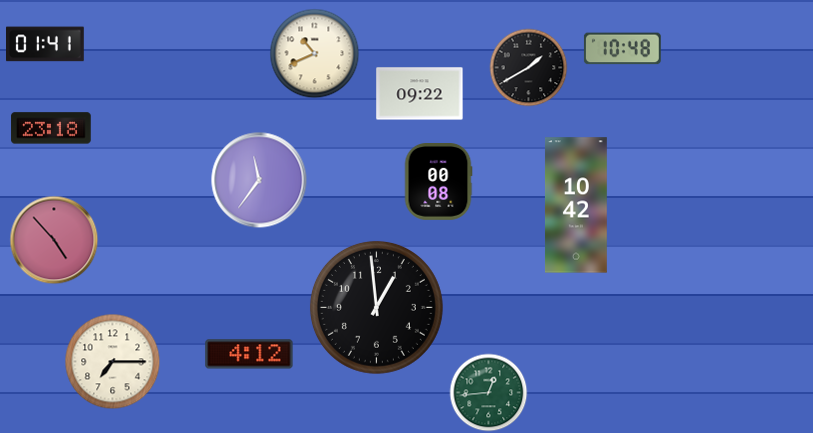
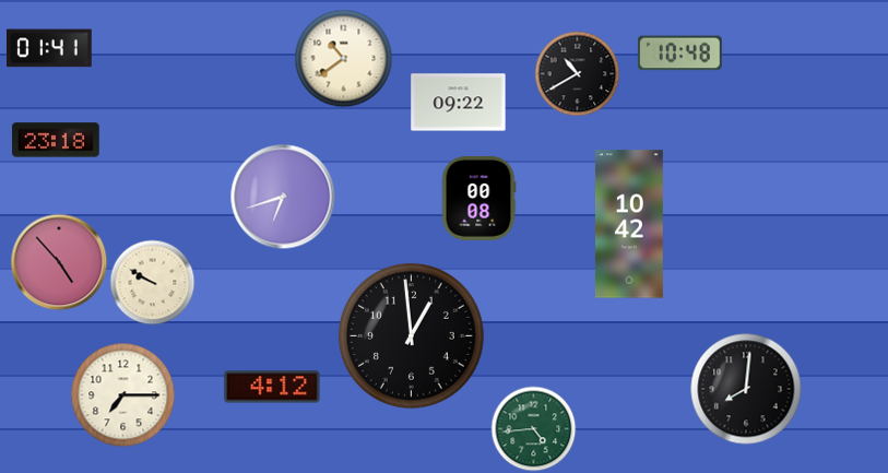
clock at (314, 53): 10:41 -> 10:39
clock at (528, 67): 1:40 -> 10:40
clock at (259, 180): 11:36 -> 6:42
clock at (152, 282): none -> 9:50
clock at (746, 389): none -> 8:01
clock at (488, 392): 12:44 -> 4:44
